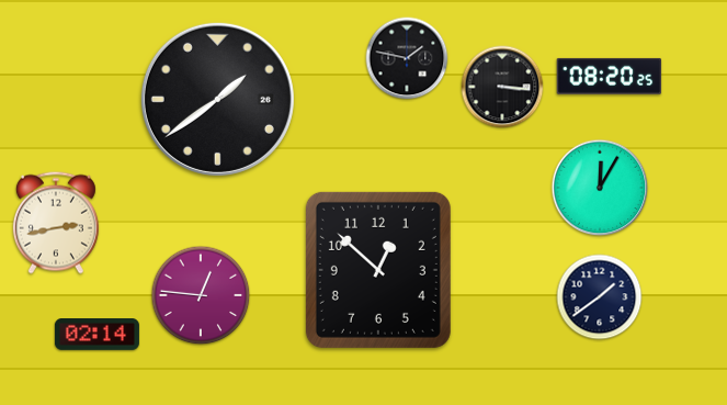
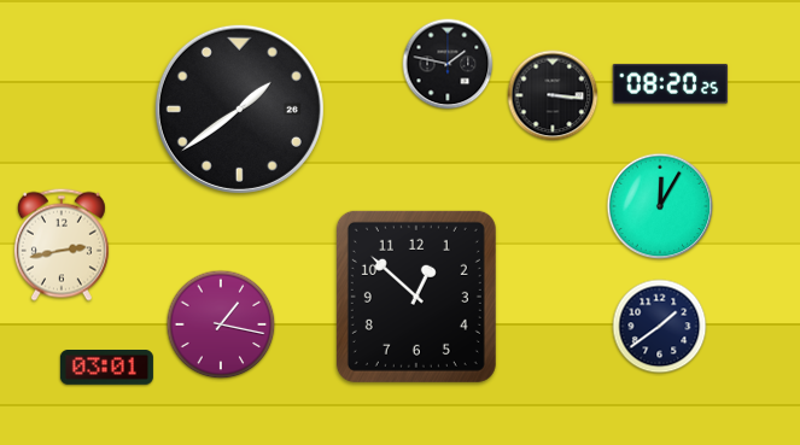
clock at (201, 295): 12:46 -> 1:17
clock at (96, 335): 02:14 -> 03:01
